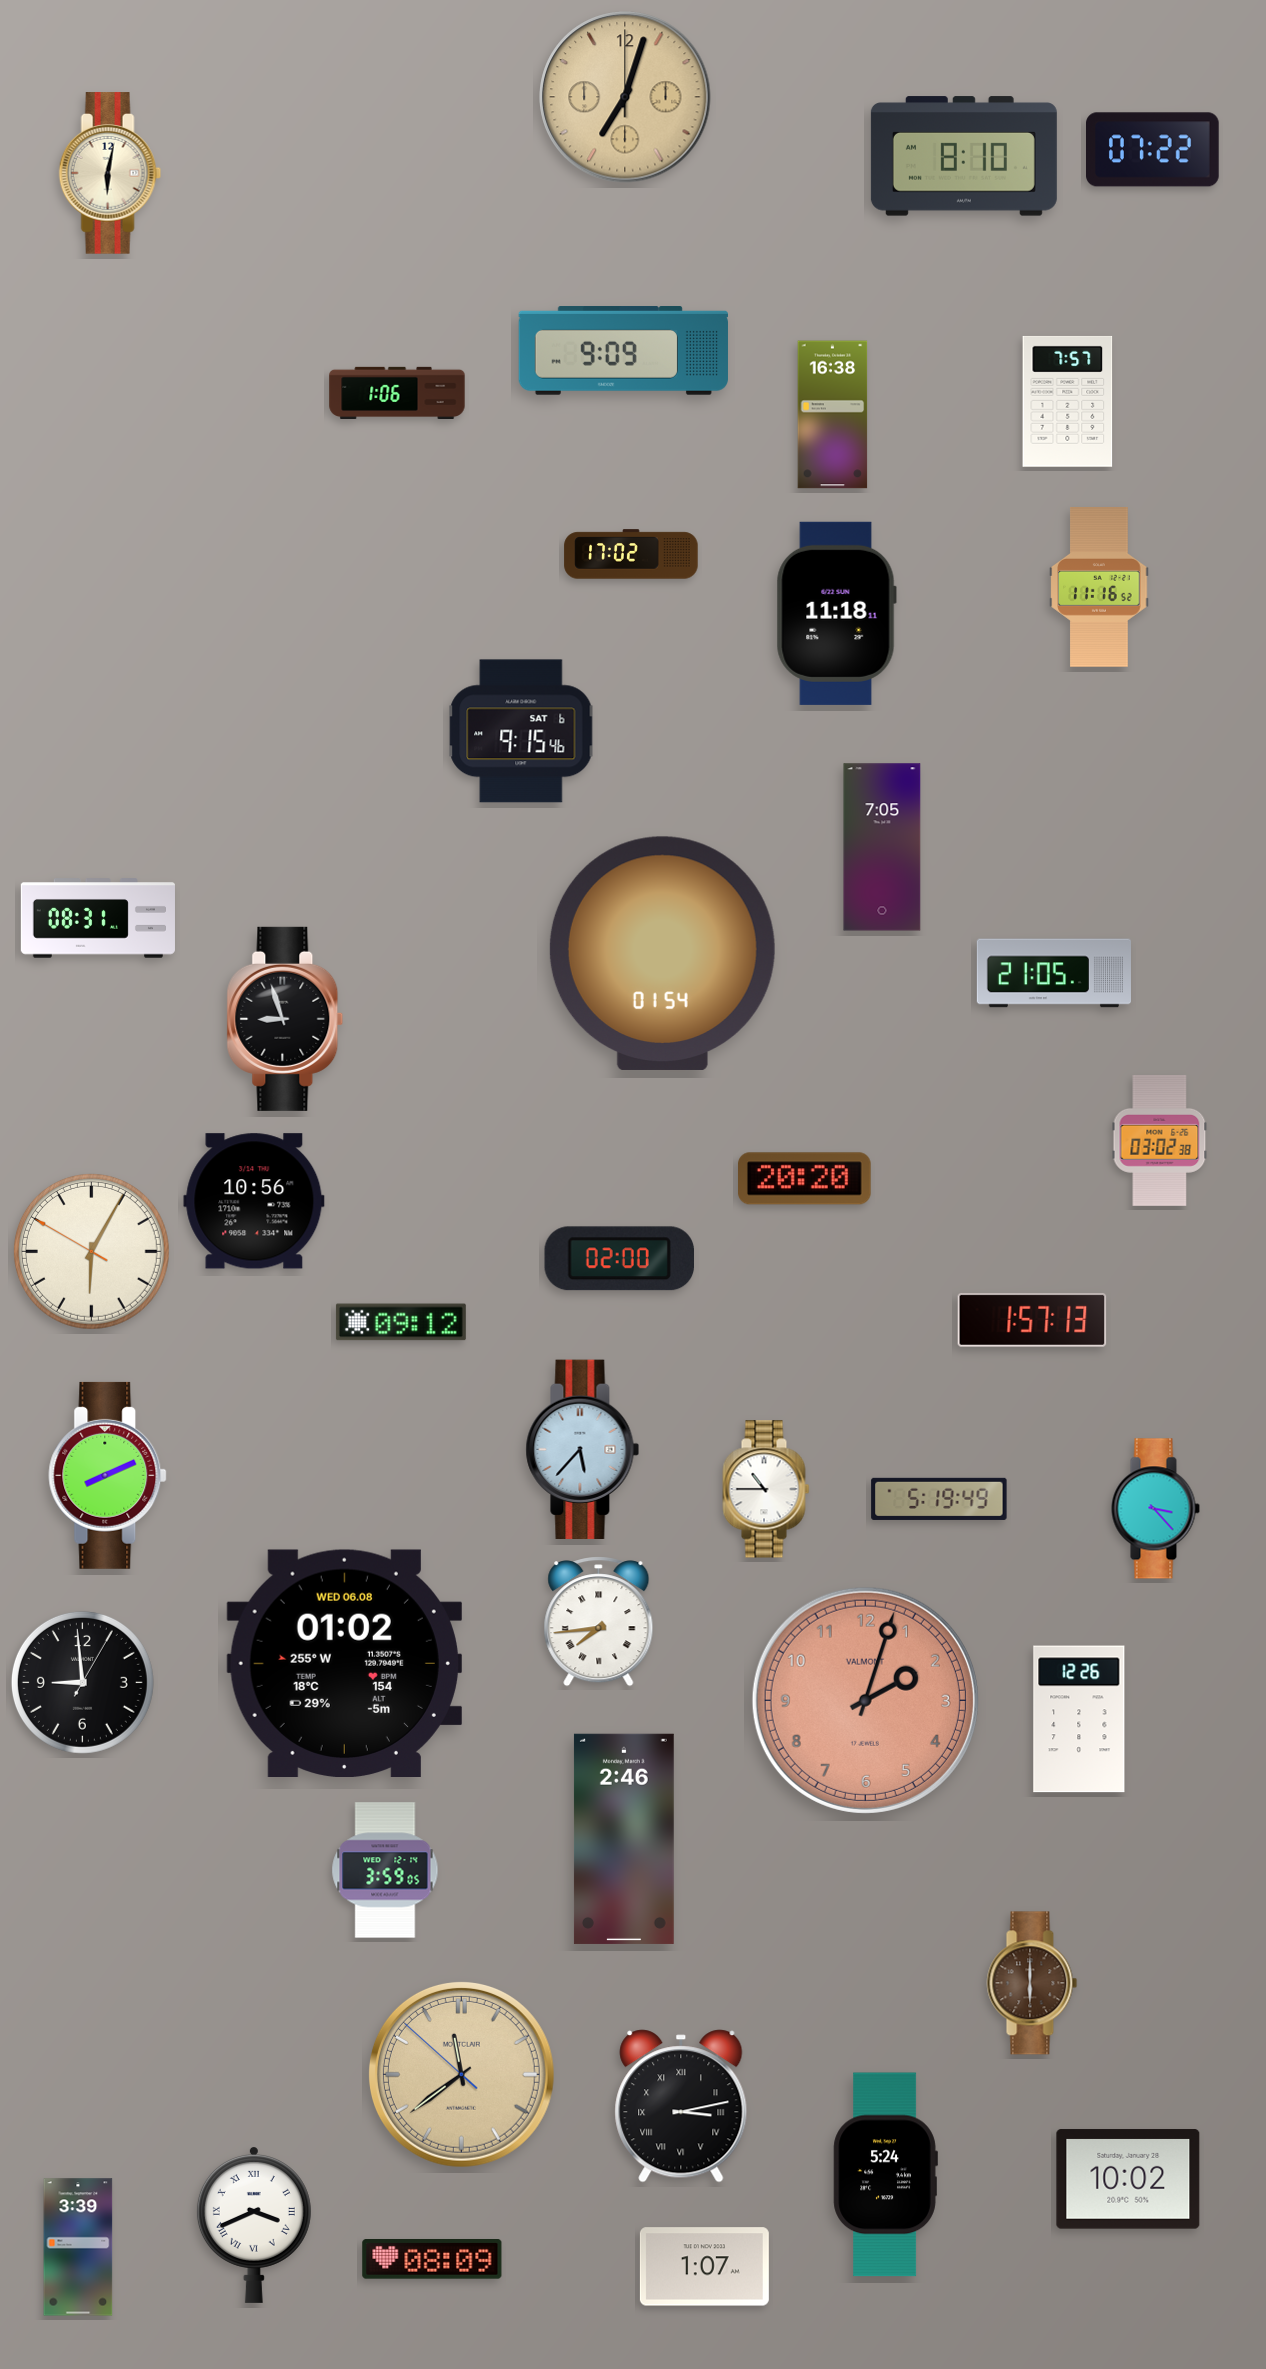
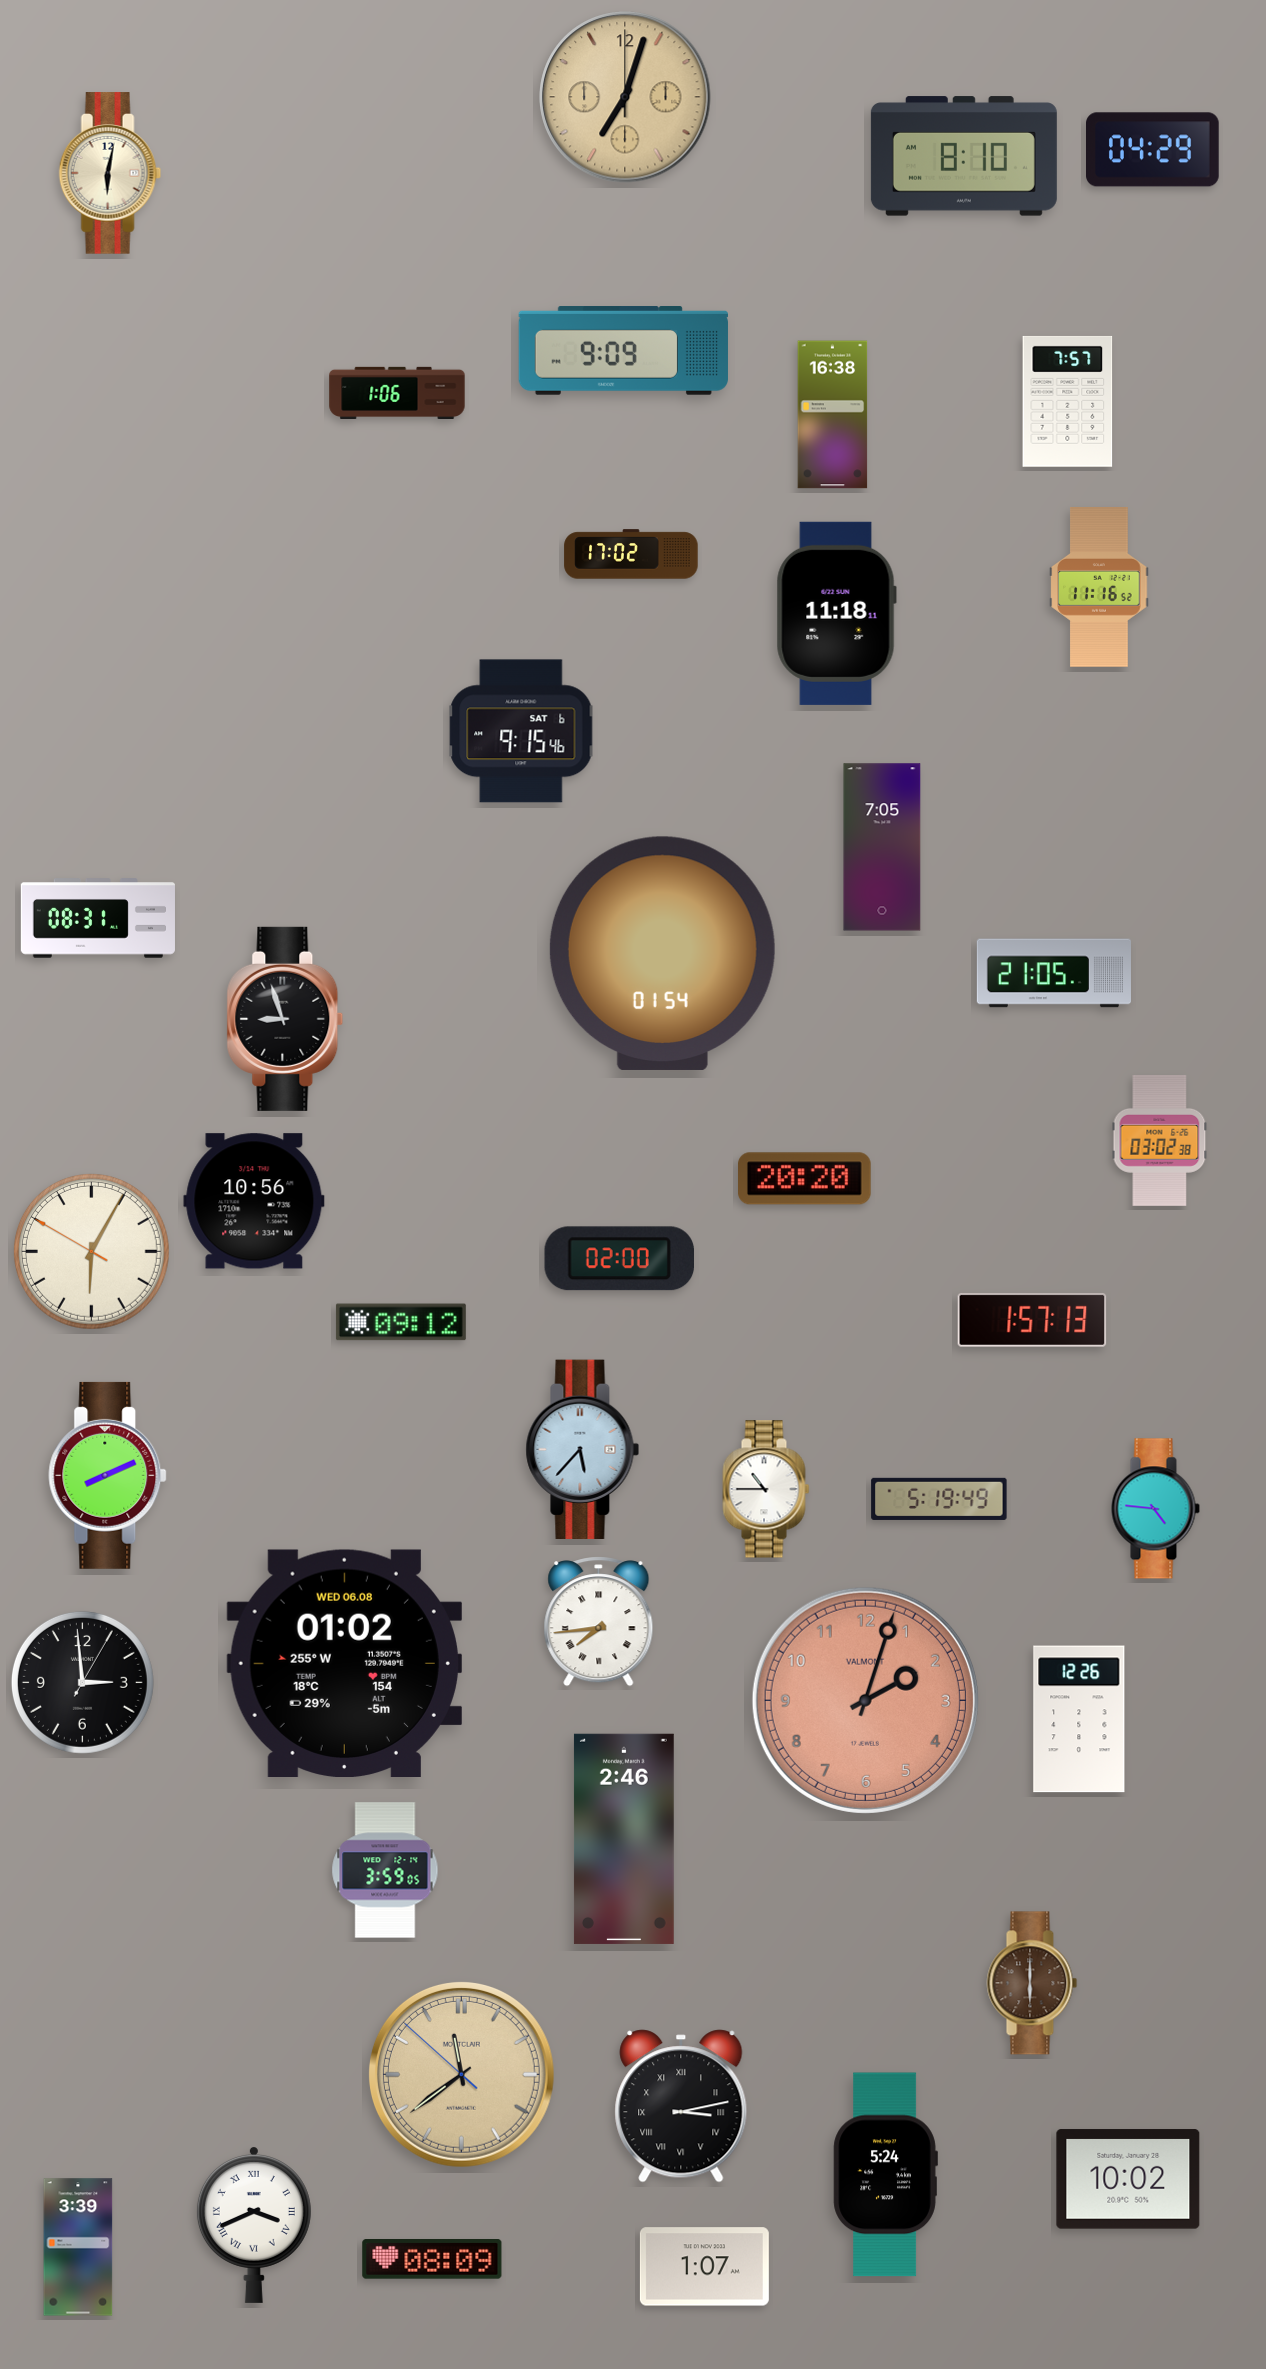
clock at (1153, 150): 07:22 -> 04:29
clock at (1155, 1509): 3:23 -> 4:46
clock at (82, 1682): 8:59 -> 2:59
